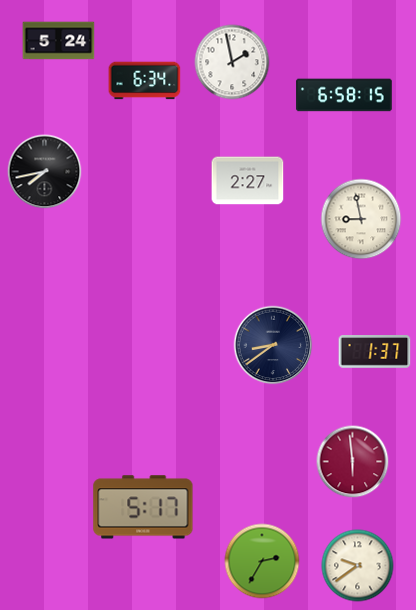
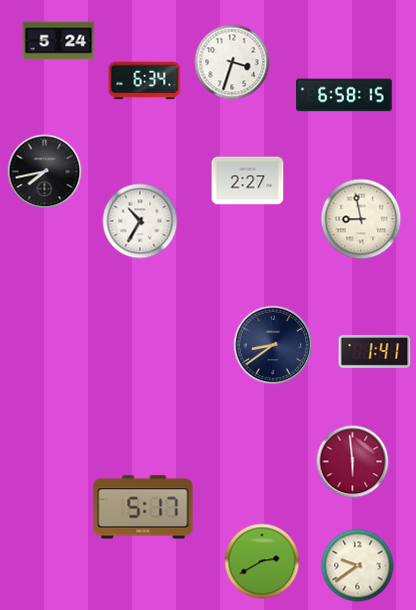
clock at (232, 62): 1:58 -> 3:33
clock at (140, 221): none -> 10:35
clock at (375, 352): 1:37 -> 1:41
clock at (262, 561): 2:35 -> 2:40
